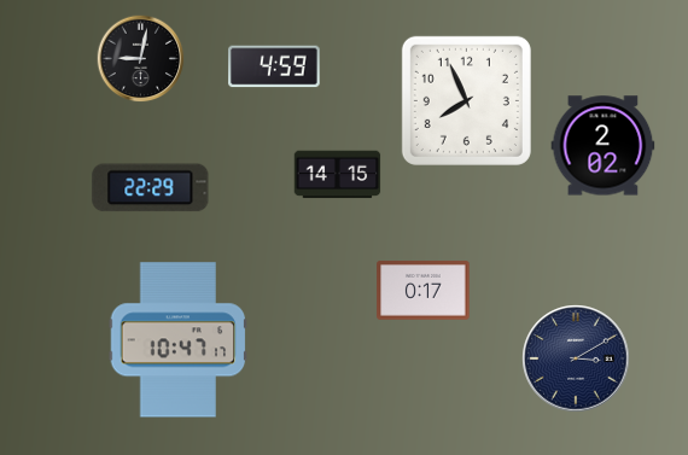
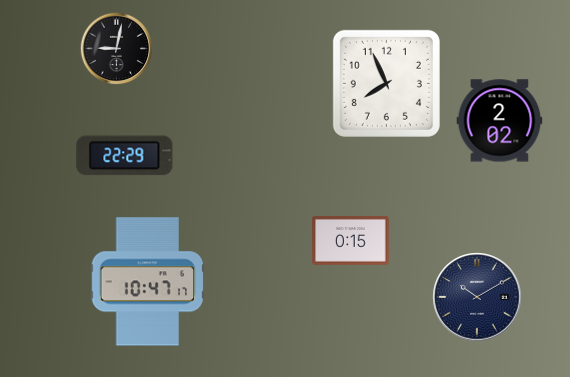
clock at (274, 66): 4:59 -> none
clock at (338, 175): 14:15 -> none
clock at (424, 291): 0:17 -> 0:15
clock at (576, 358): 3:10 -> 10:10
